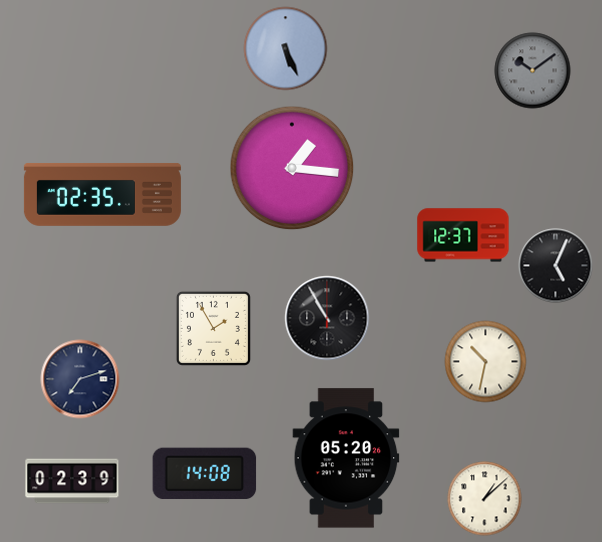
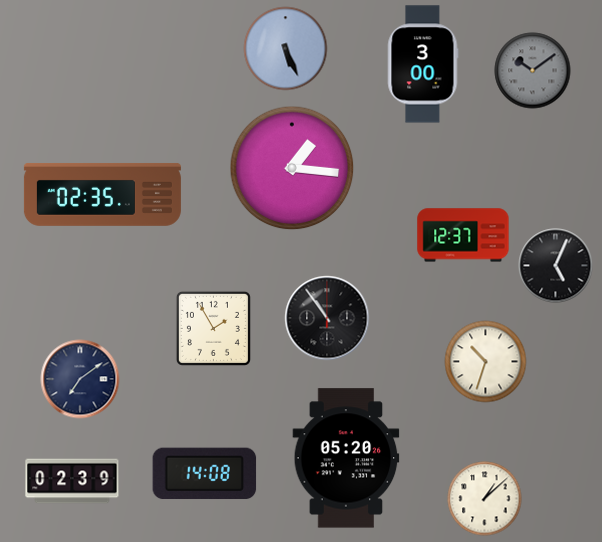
clock at (423, 64): none -> 3:00
clock at (327, 318): 10:55 -> 10:54
clock at (486, 362): 10:32 -> 10:33
clock at (80, 379): 7:12 -> 7:09
